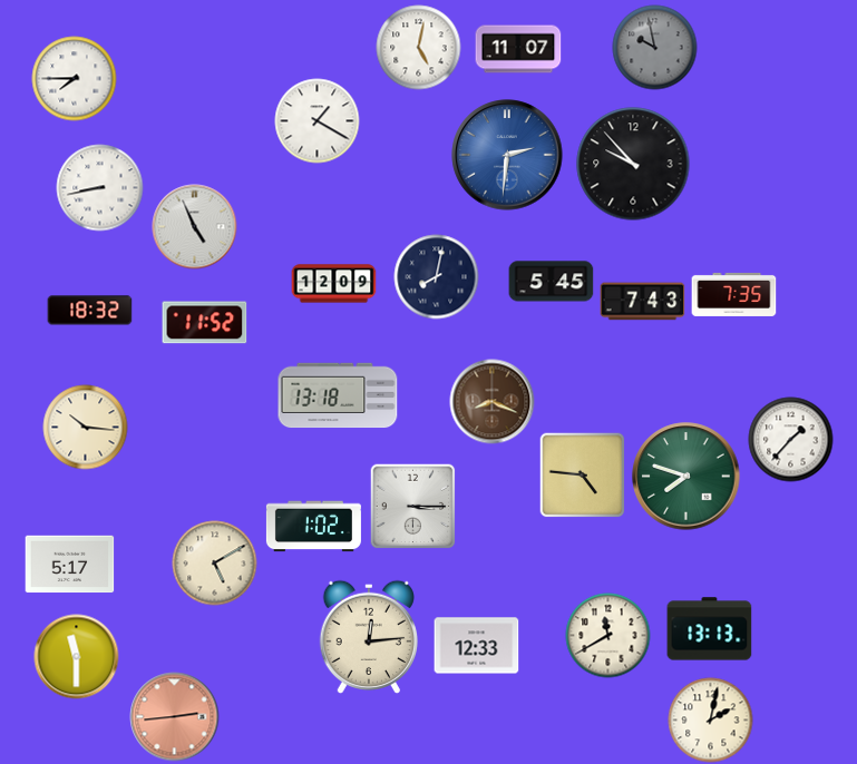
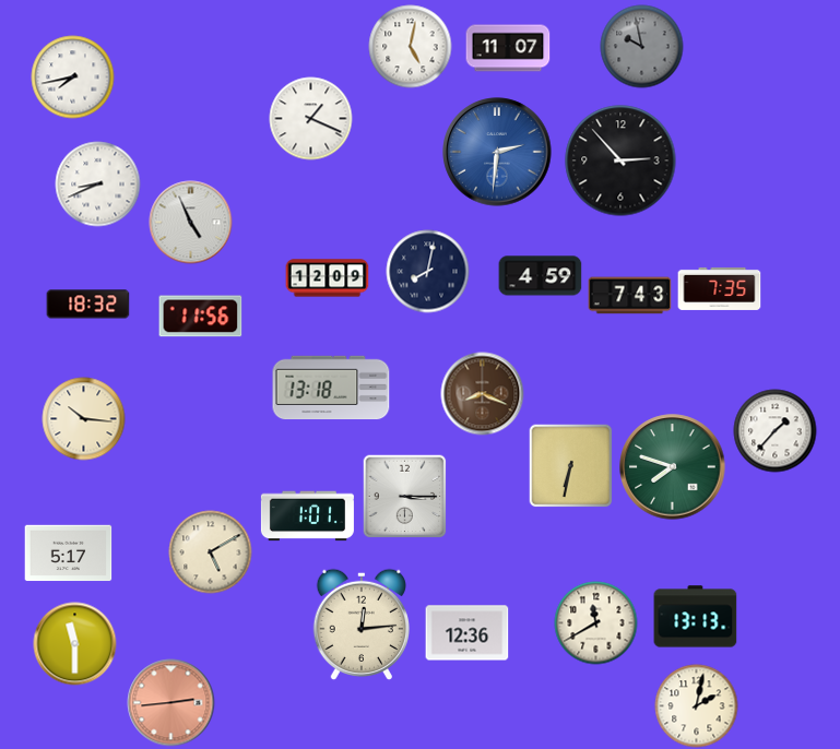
clock at (75, 79): 7:45 -> 7:43
clock at (318, 121): 1:20 -> 1:19
clock at (633, 164): 9:53 -> 2:53
clock at (100, 188): 8:43 -> 8:41
clock at (552, 282): 5:45 -> 4:59
clock at (205, 323): 11:52 -> 11:56
clock at (582, 474): 4:46 -> 6:32
clock at (313, 527): 1:02 -> 1:01
clock at (477, 646): 12:33 -> 12:36
